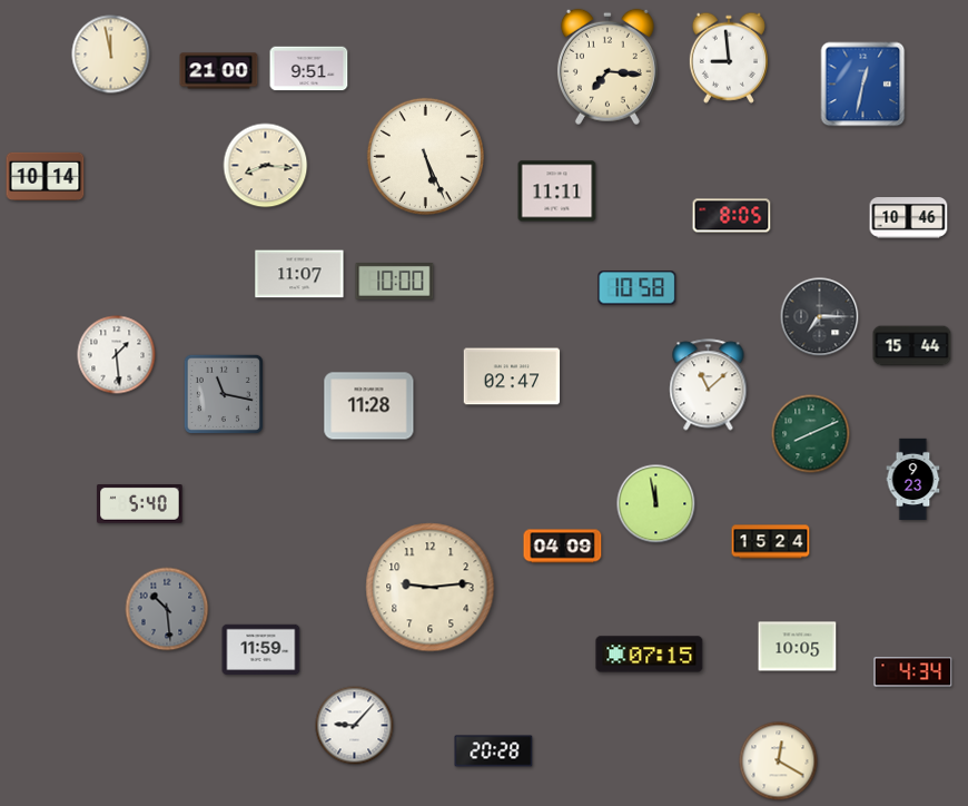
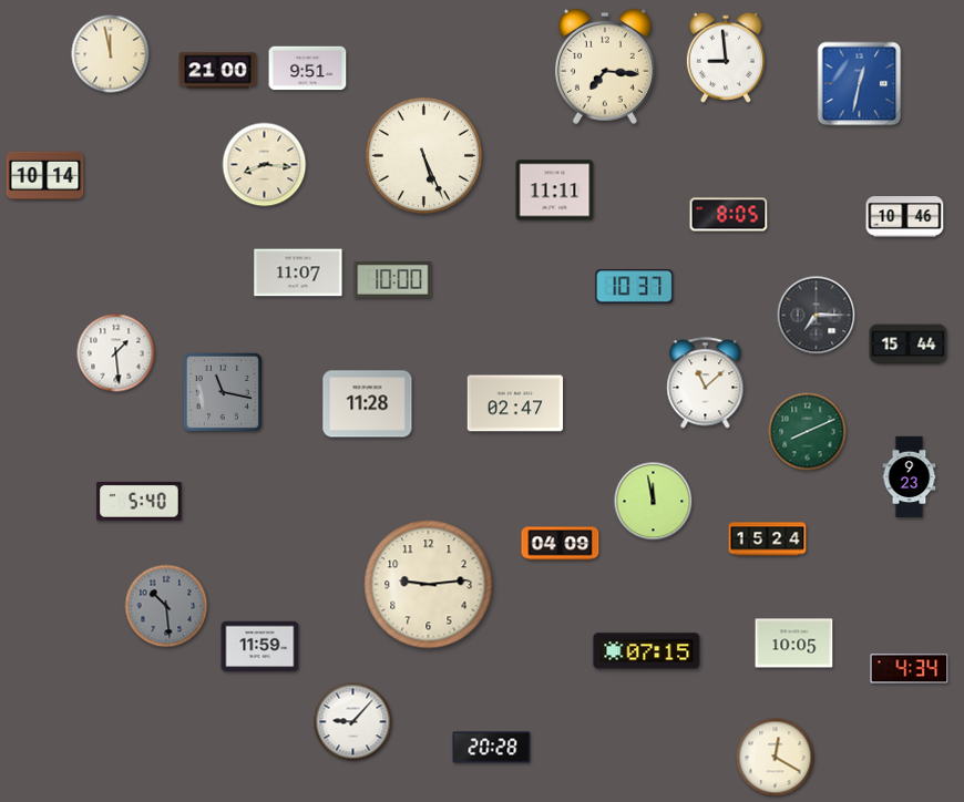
clock at (638, 288): 10:58 -> 10:37
clock at (512, 376) position: (512, 376) -> (515, 403)
